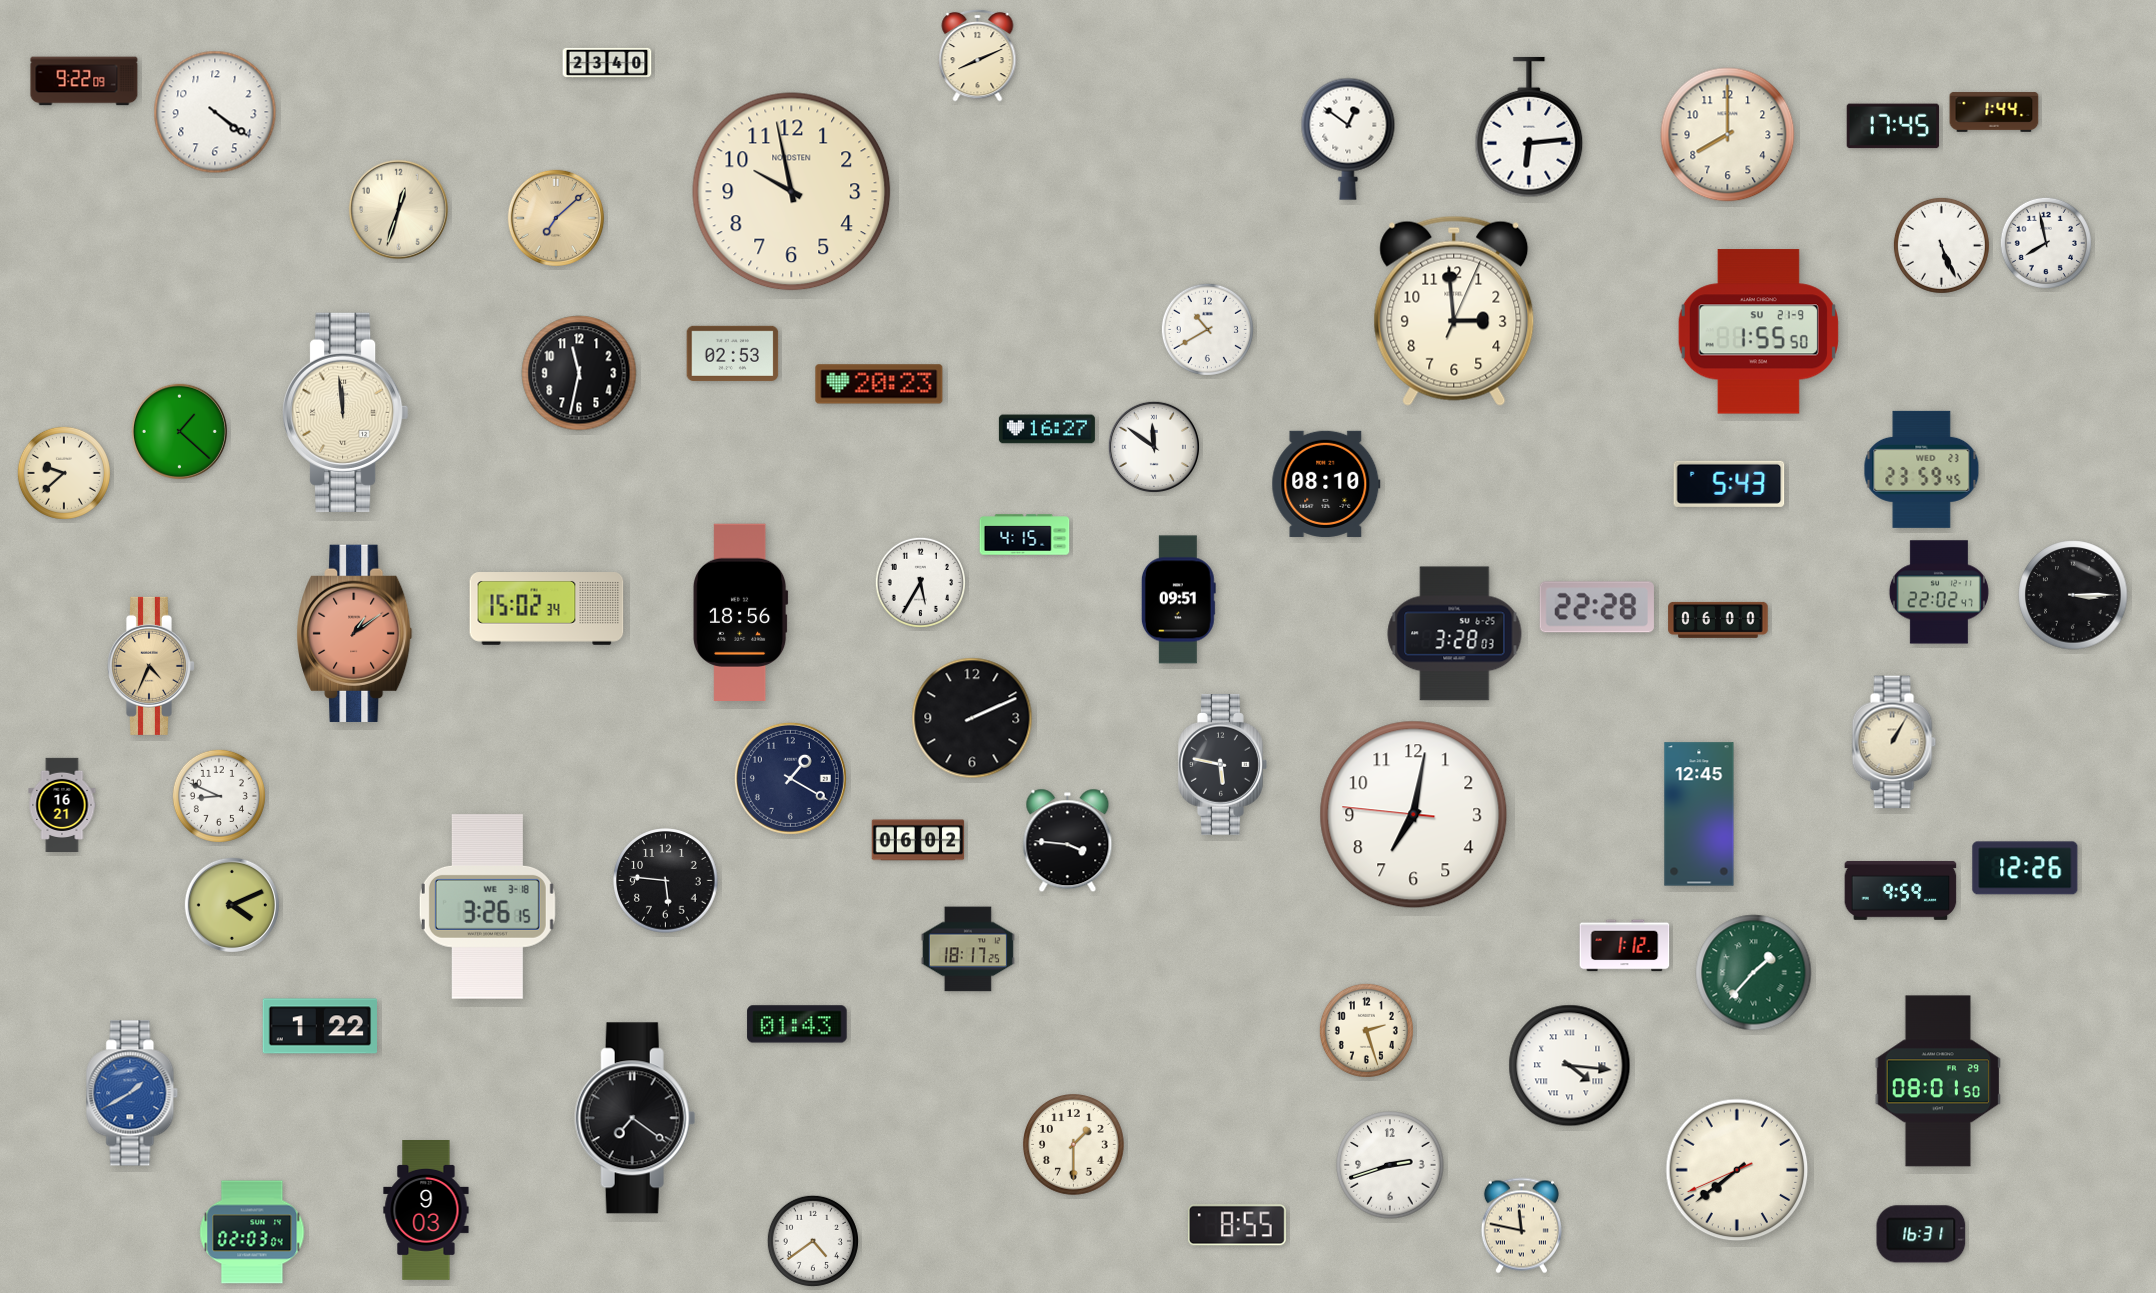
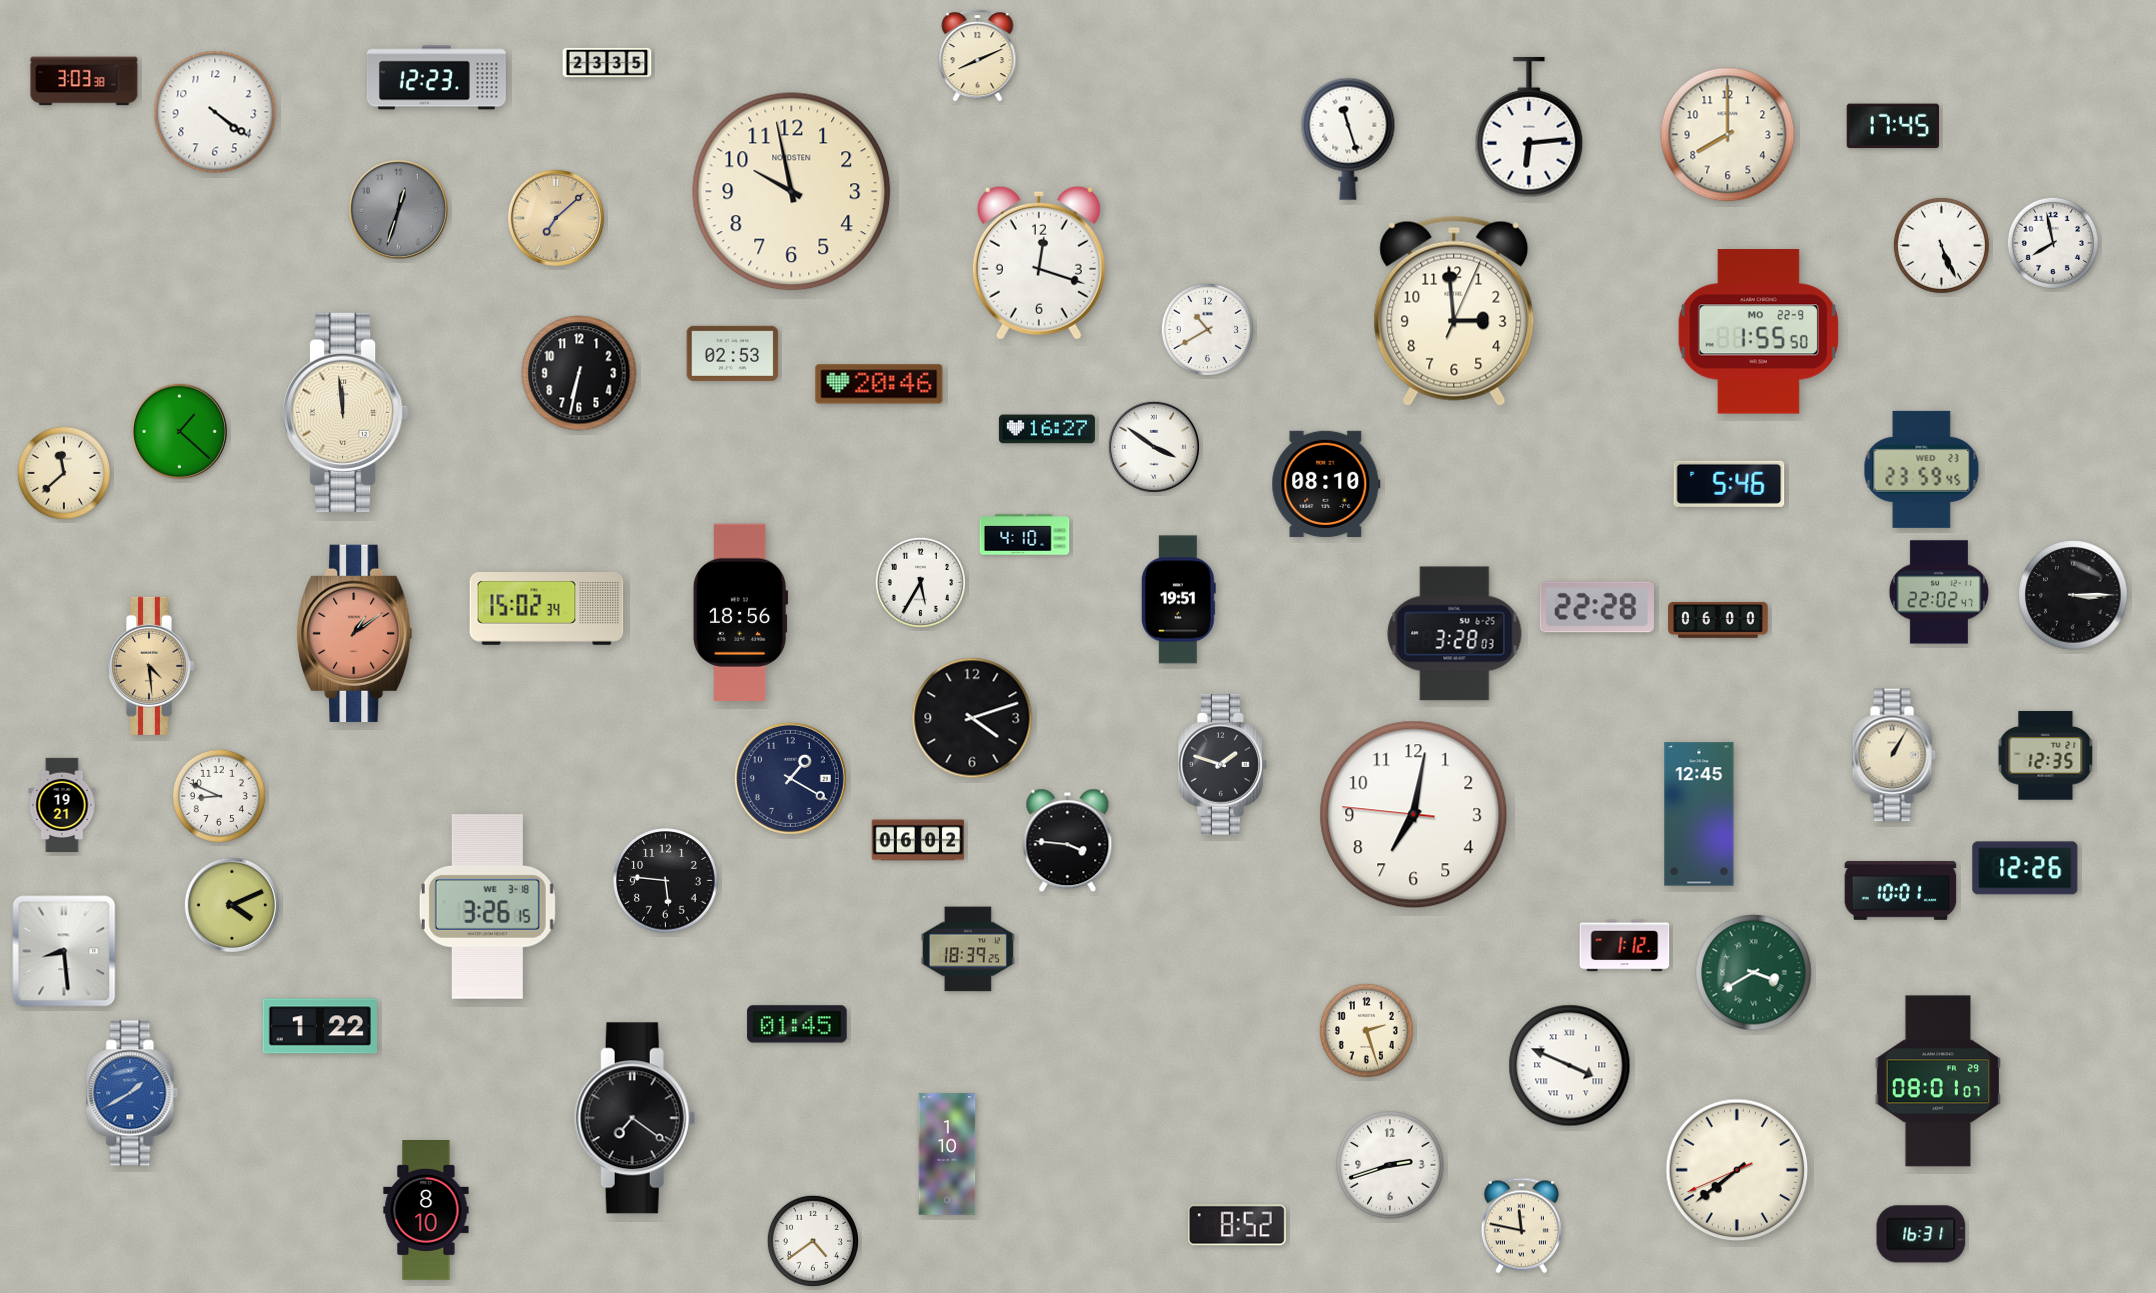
clock at (607, 62): 23:40 -> 23:35
clock at (436, 78): none -> 12:23
clock at (84, 81): 9:22 -> 3:03
clock at (1994, 112): 1:44 -> none
clock at (1348, 139): 12:51 -> 11:27
clock at (398, 209) dial: cream -> grey
clock at (2046, 243) position: (2046, 243) -> (2053, 243)
clock at (1039, 263): none -> 12:18
clock at (1758, 332) date: SU 21-9 -> MO 22-9
clock at (579, 373): 11:32 -> 6:32
clock at (879, 384): 20:23 -> 20:46
clock at (1154, 447): 11:51 -> 3:51
clock at (64, 473): 9:38 -> 11:38
clock at (1729, 484): 5:43 -> 5:46
clock at (1025, 535): 4:15 -> 4:10
clock at (1178, 600): 09:51 -> 19:51
clock at (151, 666): 4:34 -> 4:29
clock at (972, 718): 2:11 -> 4:12
clock at (1894, 742) position: (1894, 742) -> (1894, 755)
clock at (2046, 756): none -> 12:35
clock at (1223, 765): 5:47 -> 1:48
clock at (62, 804): 16:21 -> 19:21
clock at (1901, 891): 9:59 -> 10:01
clock at (968, 949): 18:17 -> 18:39
clock at (64, 951): none -> 8:29
clock at (1754, 973): 1:37 -> 3:40
clock at (797, 1024): 01:43 -> 01:45
clock at (1570, 1066): 4:16 -> 3:49
clock at (1938, 1081): 08:01:50 -> 08:01:07
clock at (1074, 1145): 1:30 -> none
clock at (947, 1154): none -> 1:10
clock at (426, 1211): 9:03 -> 8:10
clock at (1237, 1225): 8:55 -> 8:52
clock at (252, 1232): 02:03 -> none
